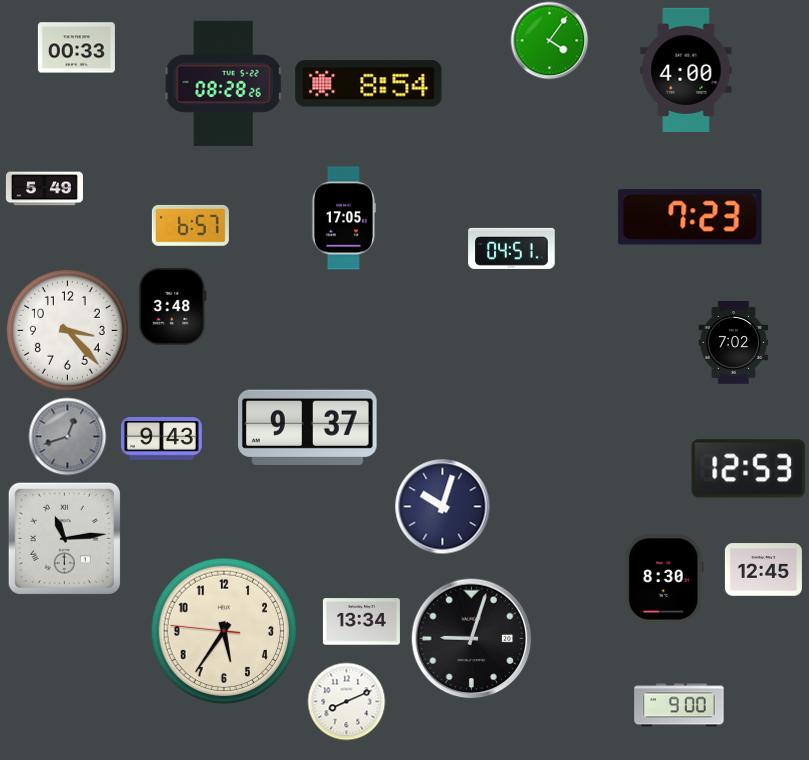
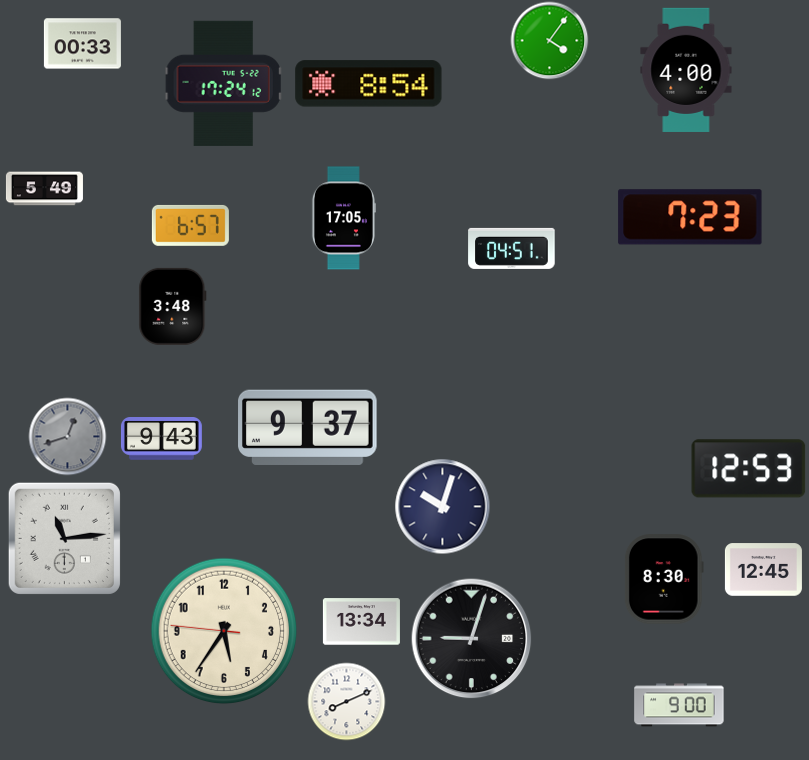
clock at (76, 48) position: (76, 48) -> (82, 44)
clock at (224, 83): 08:28 -> 17:24
clock at (67, 330): 3:23 -> none
clock at (734, 343): 7:02 -> none
